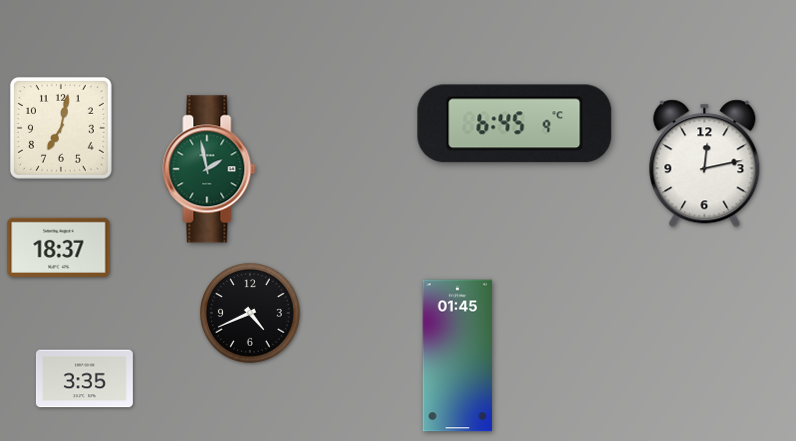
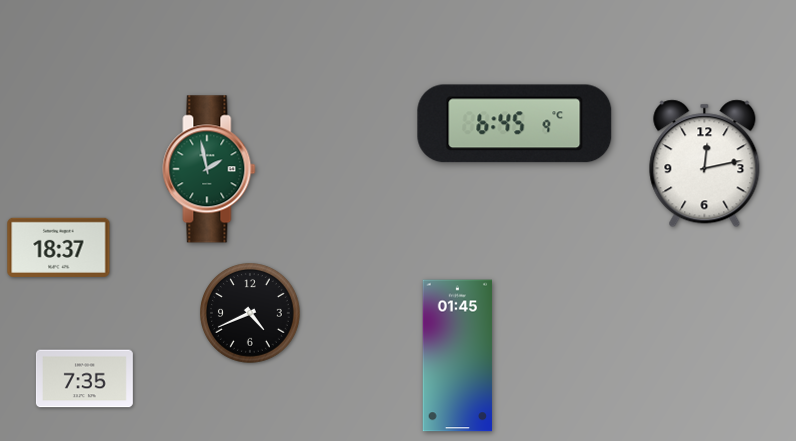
clock at (61, 128): 7:02 -> none
clock at (84, 379): 3:35 -> 7:35
